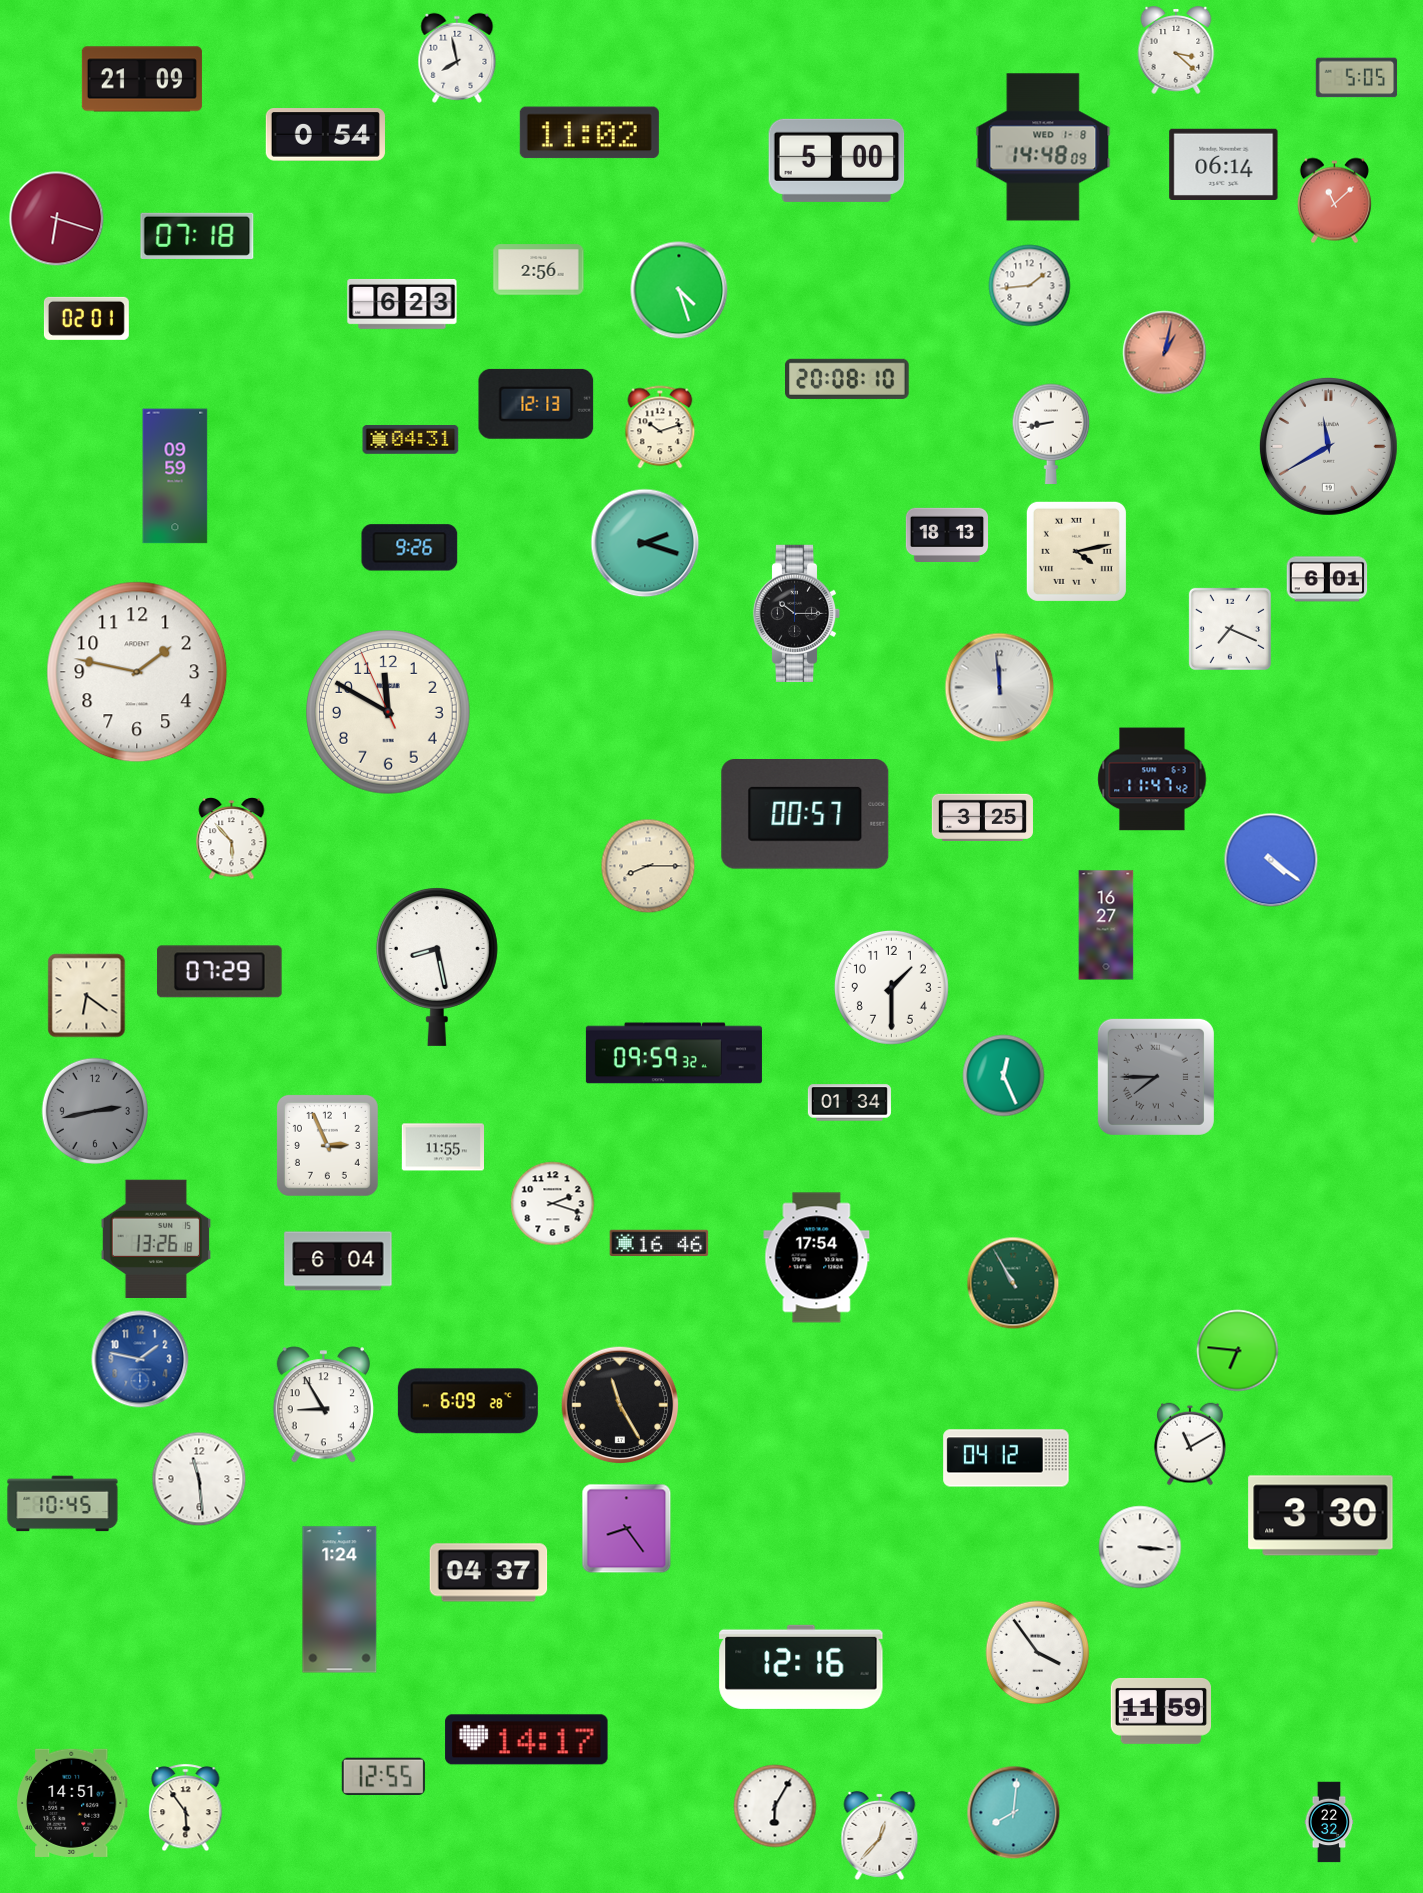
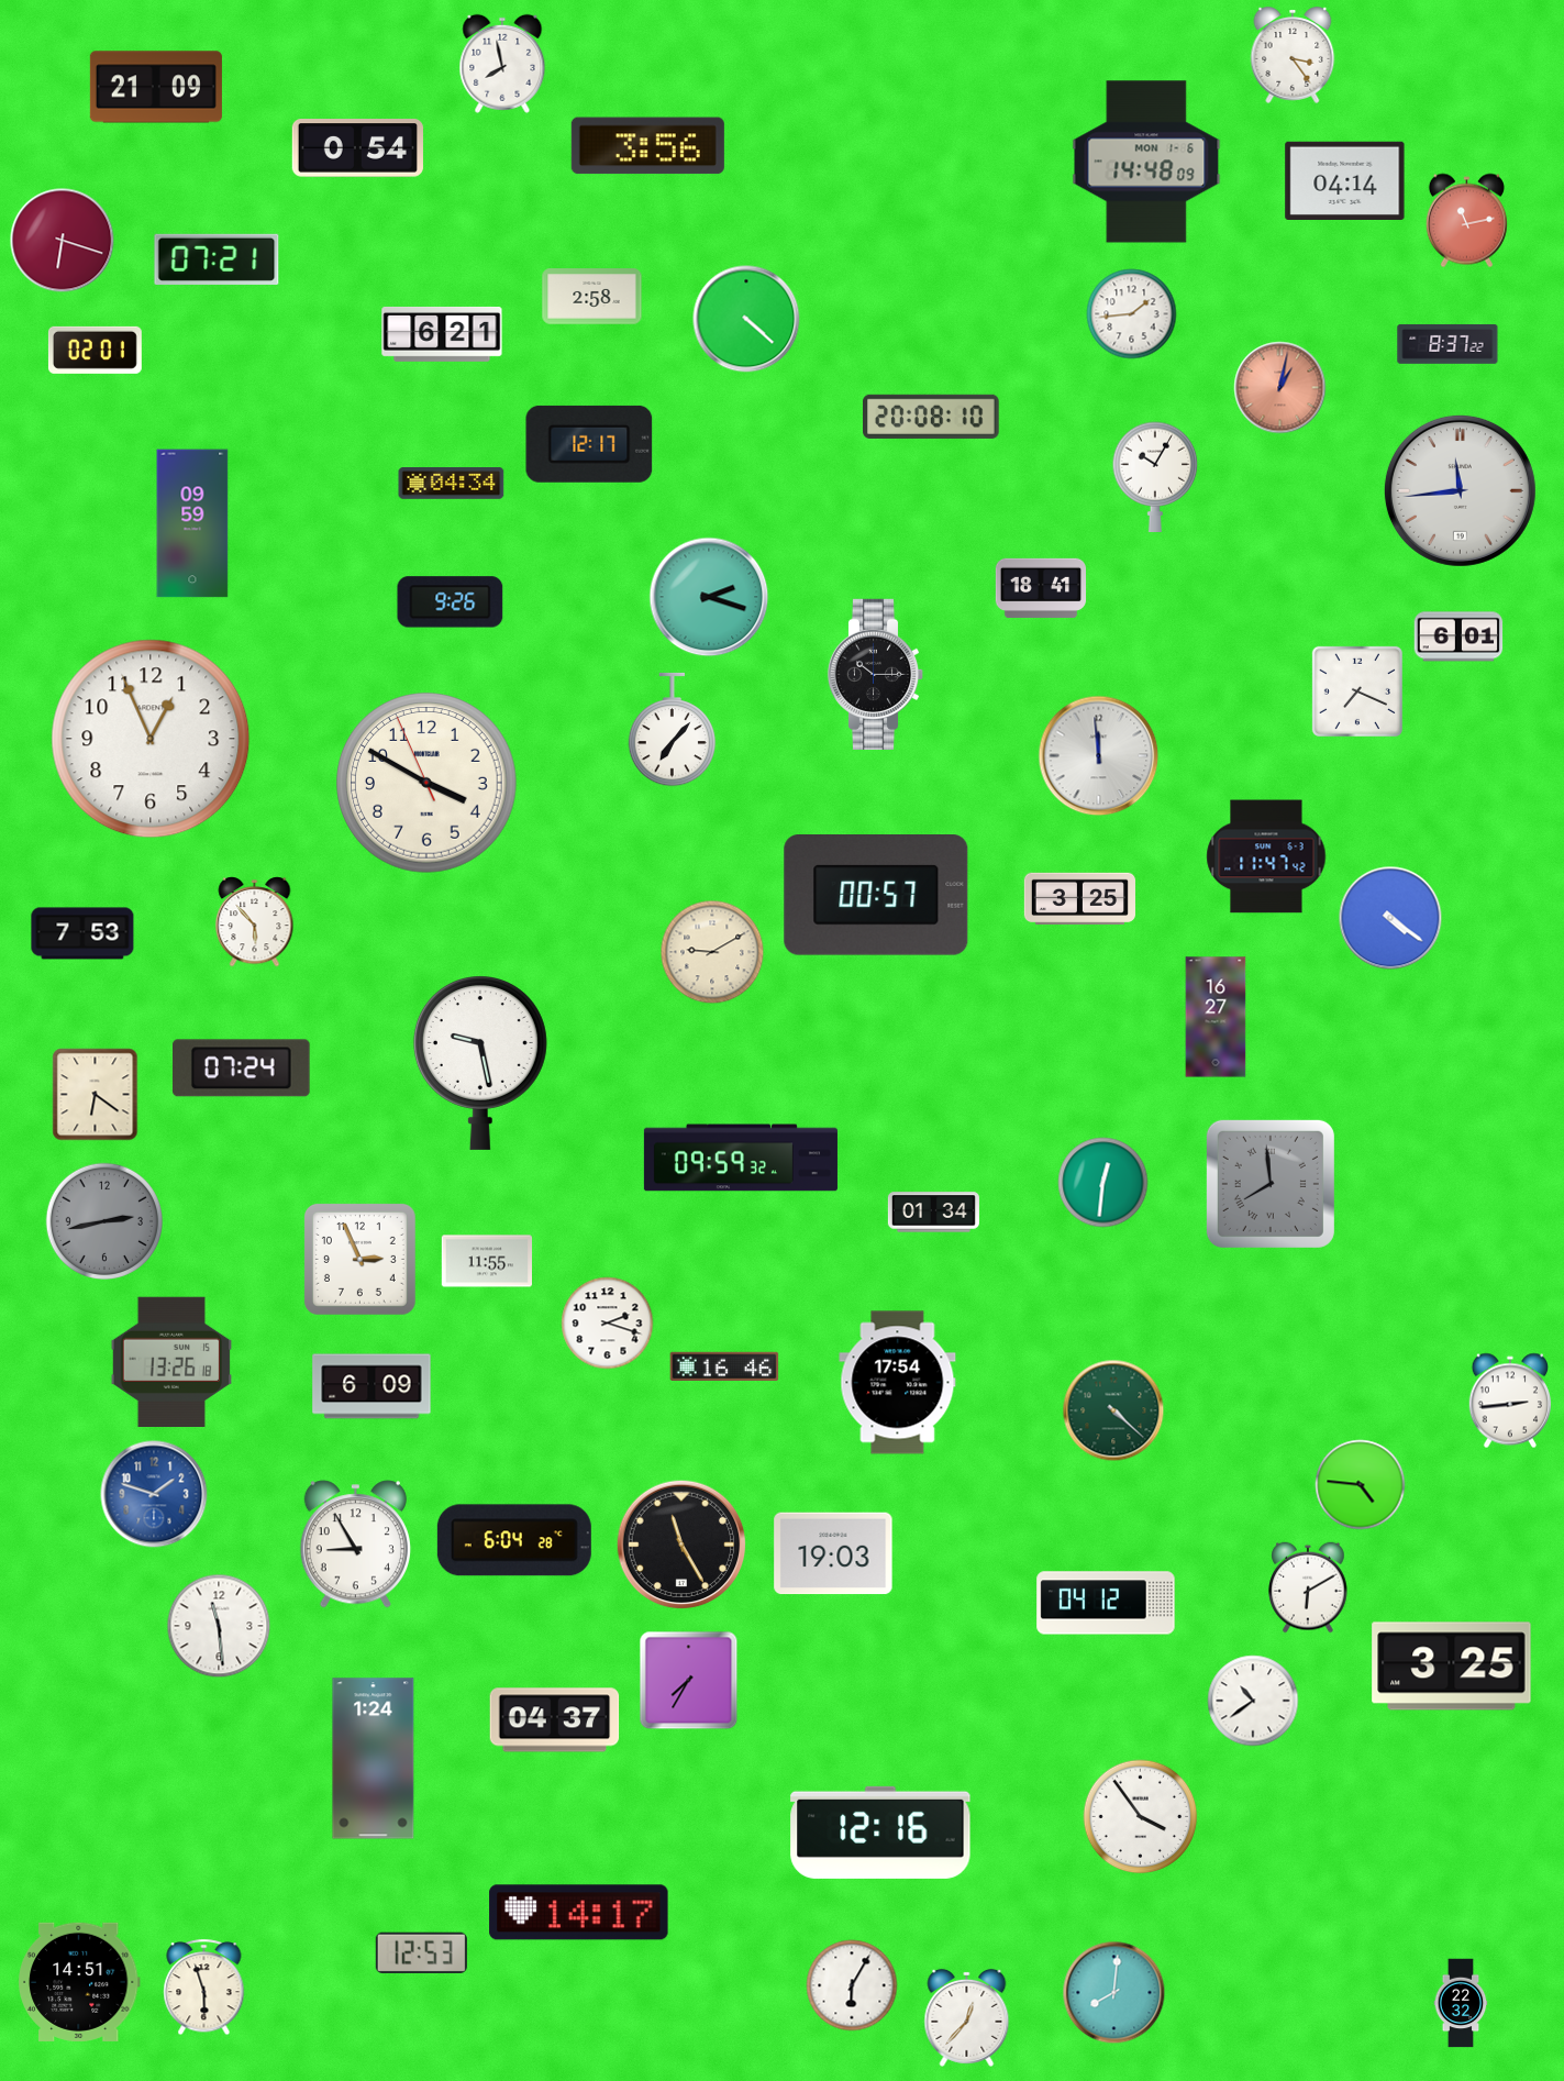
clock at (1176, 50): 3:22 -> 3:24
clock at (1357, 78): 5:05 -> none
clock at (589, 133): 11:02 -> 3:56
clock at (1043, 147) date: WED 1-8 -> MON 1-6
clock at (837, 160): 5:00 -> none
clock at (1224, 164): 06:14 -> 04:14
clock at (1334, 201): 11:08 -> 11:13
clock at (197, 236): 07:18 -> 07:21
clock at (539, 270): 2:56 -> 2:58
clock at (679, 290): 4:27 -> 4:22
clock at (402, 304): 6:23 -> 6:21
clock at (1447, 344): none -> 8:37
clock at (536, 404): 12:13 -> 12:17
clock at (660, 427): 10:12 -> none
clock at (1051, 433): 8:43 -> 10:05
clock at (411, 440): 04:31 -> 04:34
clock at (1328, 446): 11:40 -> 11:44
clock at (946, 534): 18:13 -> 18:41
clock at (1076, 551): 4:13 -> none
clock at (1230, 629) position: (1230, 629) -> (1357, 691)
clock at (673, 730): none -> 7:07
clock at (137, 672): 1:47 -> 12:56
clock at (388, 712): 11:49 -> 3:49
clock at (805, 815) position: (805, 815) -> (876, 896)
clock at (82, 933): none -> 7:53
clock at (1271, 860) position: (1271, 860) -> (1390, 918)
clock at (648, 866): 8:15 -> 9:10
clock at (437, 967): 8:28 -> 9:28
clock at (220, 972): 07:29 -> 07:24
clock at (891, 987): 1:30 -> none
clock at (1004, 1076): 12:26 -> 12:31
clock at (1156, 1077): 7:45 -> 7:59
clock at (338, 1261): 6:04 -> 6:09
clock at (1509, 1401): none -> 2:44
clock at (1013, 1283): 10:55 -> 4:22
clock at (1238, 1351): 6:46 -> 4:46
clock at (140, 1359): 1:47 -> 1:48
clock at (468, 1401): 6:09 -> 6:04
clock at (833, 1553): none -> 19:03
clock at (1190, 1444): 11:10 -> 6:10
clock at (63, 1504): 10:45 -> none
clock at (1321, 1516): 3:30 -> 3:25
clock at (627, 1529): 8:24 -> 7:35
clock at (1140, 1547): 3:16 -> 10:39
clock at (489, 1573) position: (489, 1573) -> (555, 1720)
clock at (1160, 1711): 11:59 -> none
clock at (383, 1776): 12:55 -> 12:53
clock at (186, 1808): 5:54 -> 5:57
